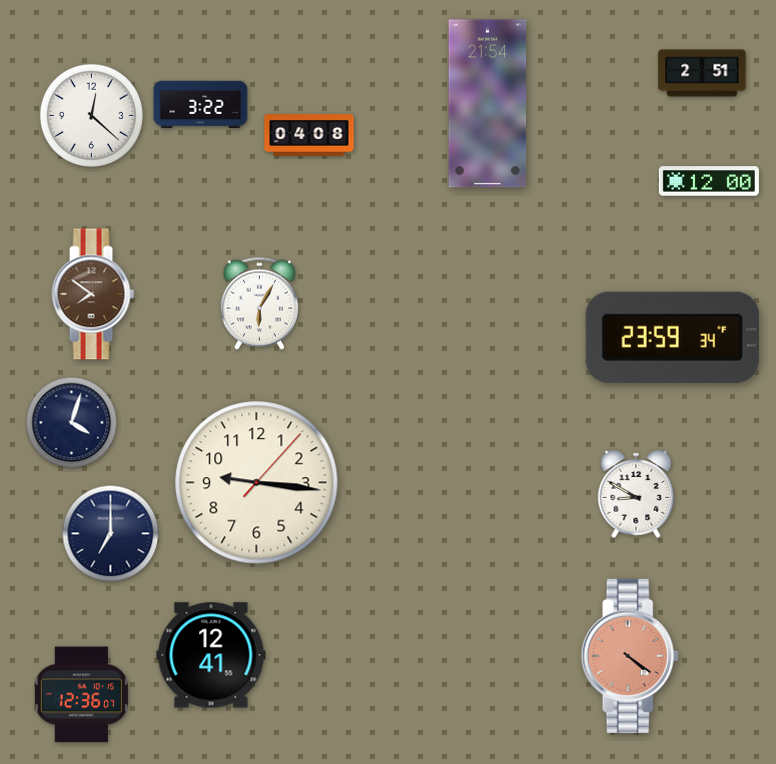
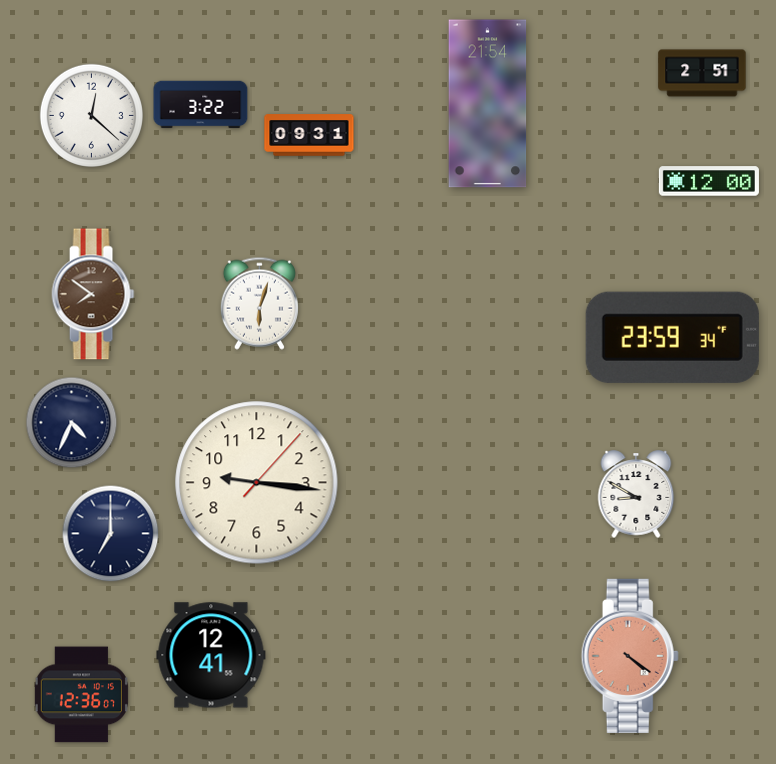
clock at (309, 135): 04:08 -> 09:31
clock at (259, 303): 6:05 -> 6:03
clock at (72, 423): 4:03 -> 4:34
